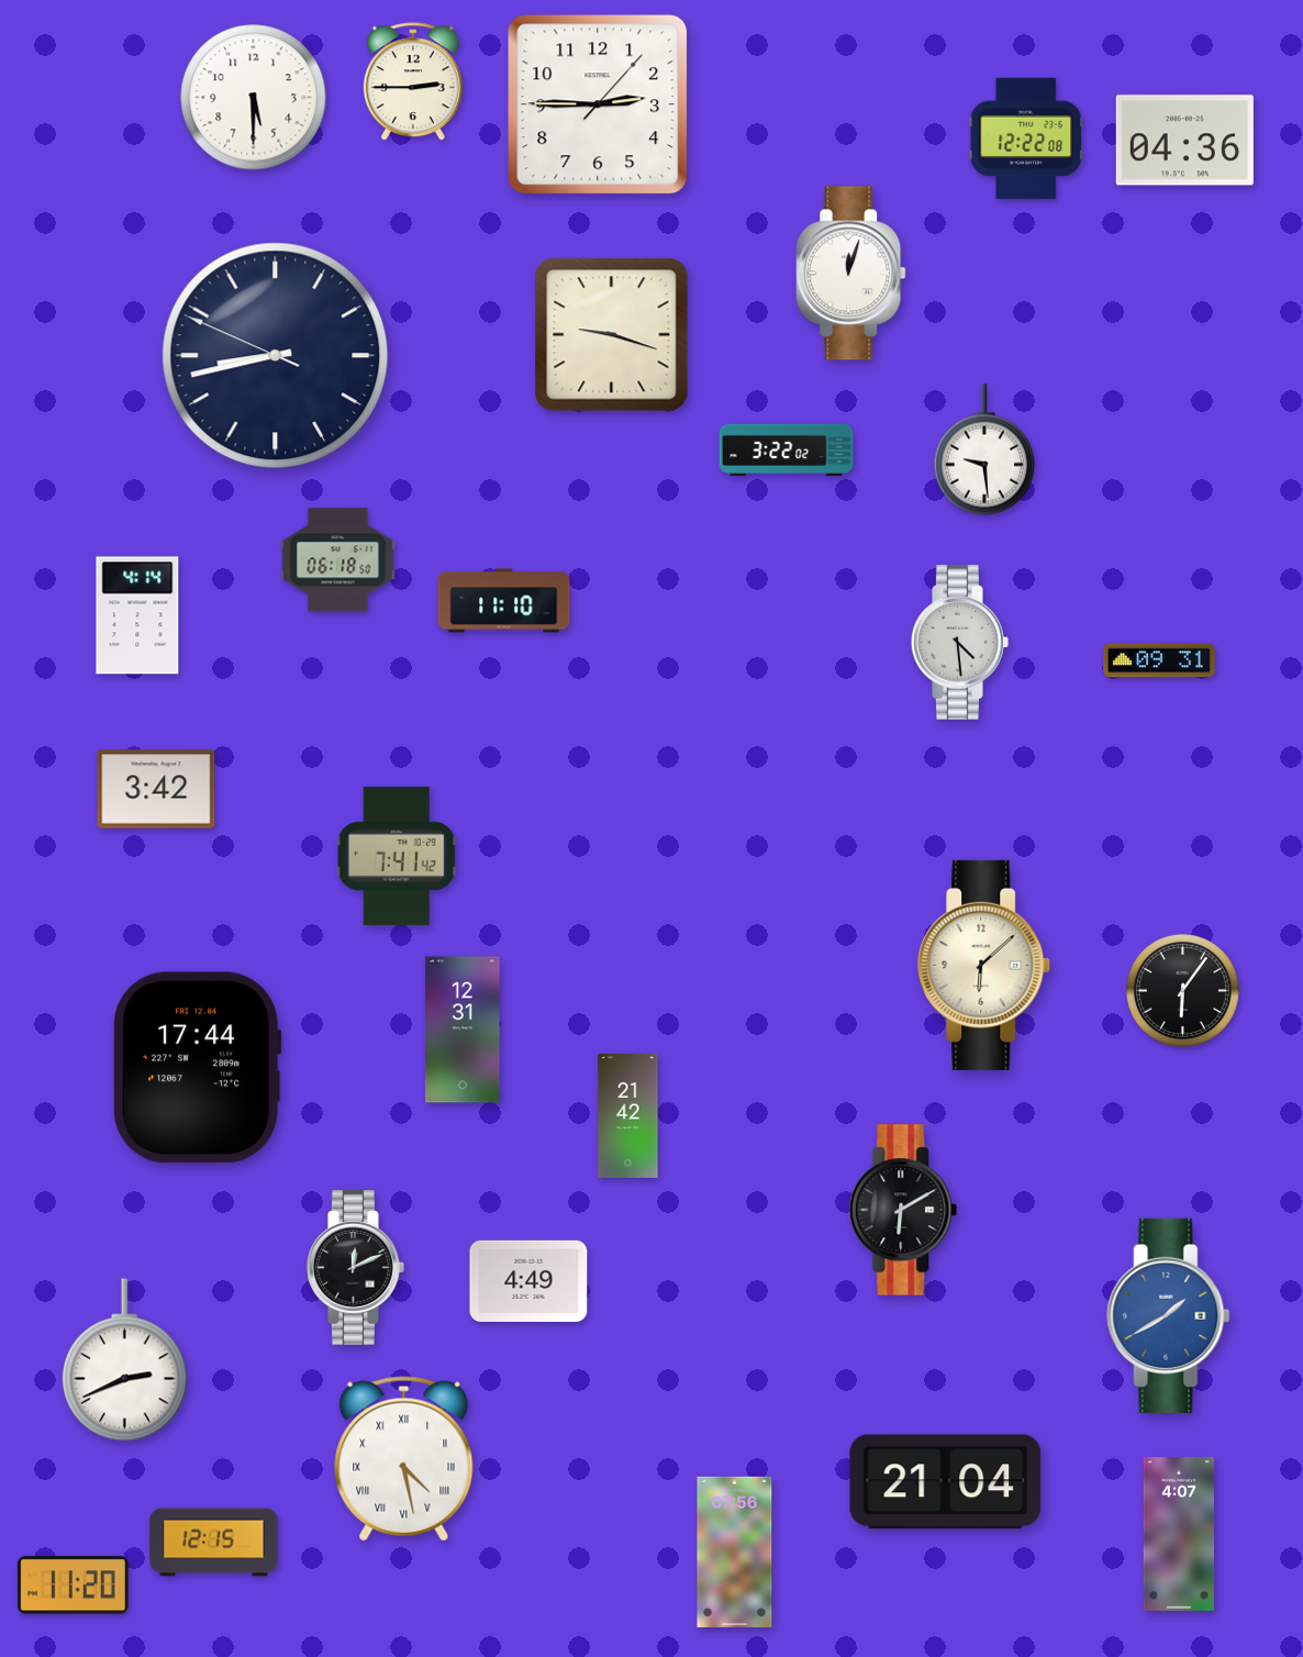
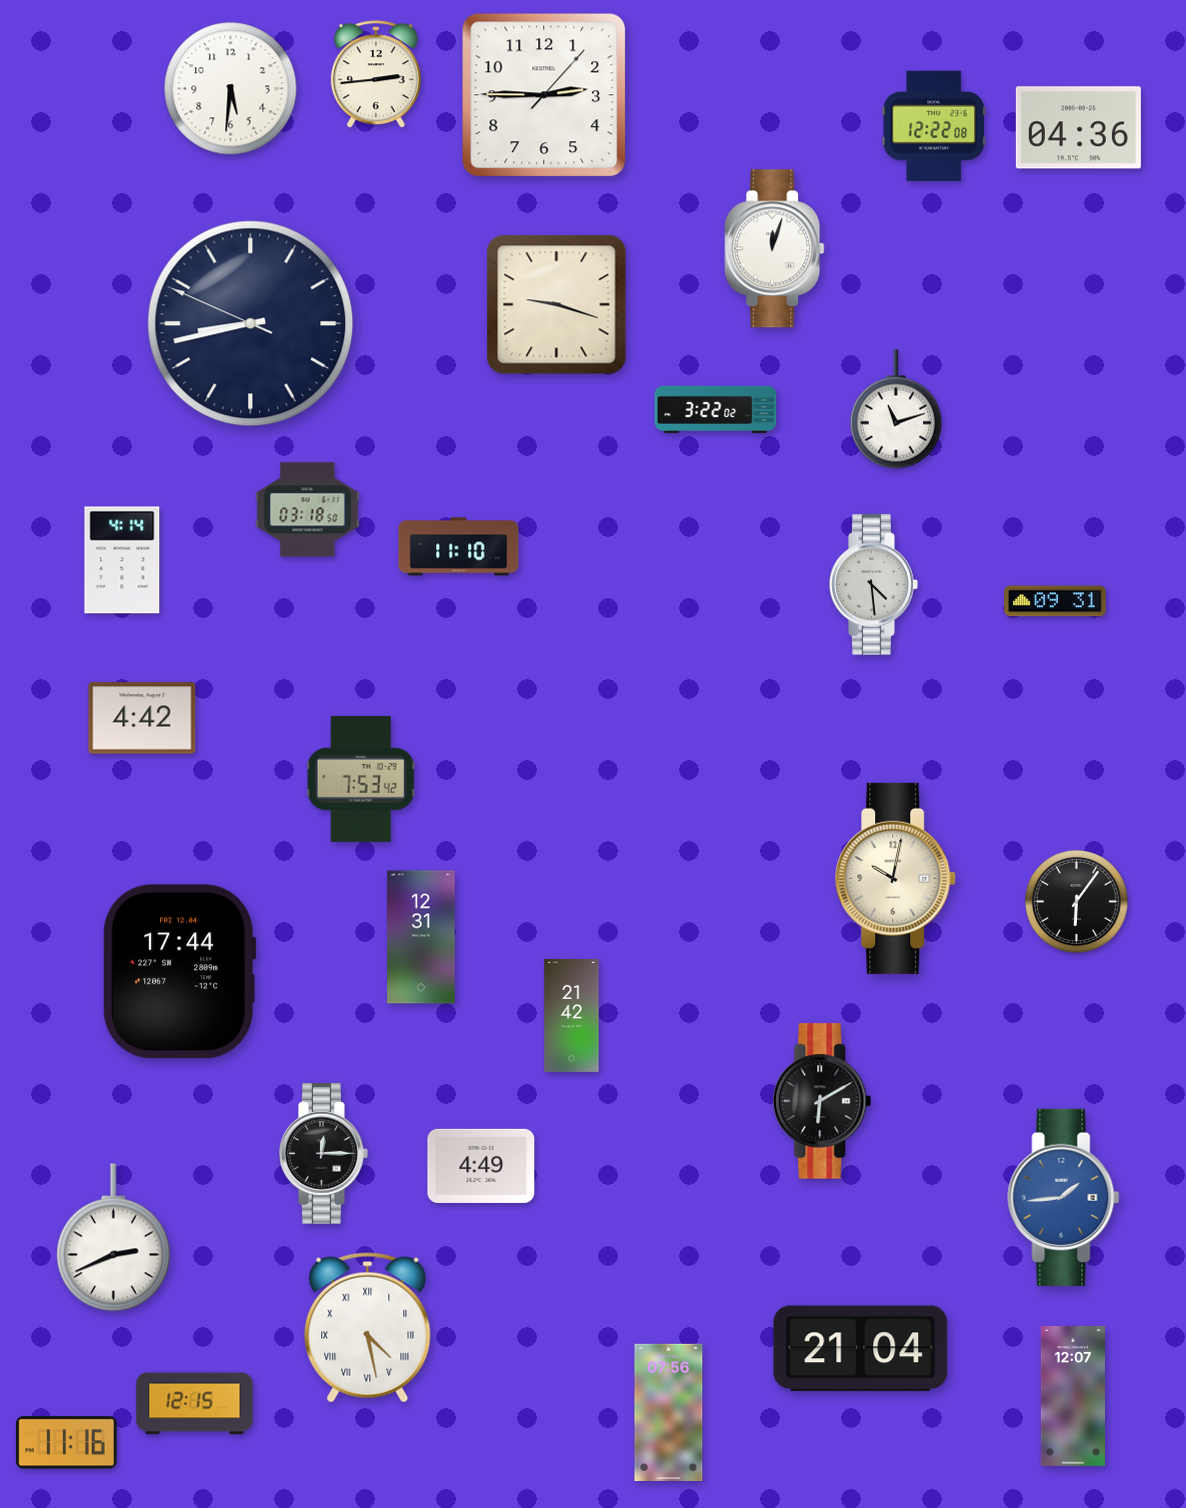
clock at (413, 82): 2:45 -> 2:44
clock at (254, 98): 5:30 -> 5:31
clock at (984, 449): 9:29 -> 11:12
clock at (338, 560): 06:18 -> 03:18
clock at (137, 615) position: (137, 615) -> (122, 560)
clock at (156, 789): 3:42 -> 4:42
clock at (397, 856): 7:41 -> 7:53
clock at (984, 965): 6:08 -> 10:02
clock at (356, 1268): 12:11 -> 12:15
clock at (1169, 1315): 1:40 -> 1:44
clock at (1179, 1534): 4:07 -> 12:07
clock at (73, 1586): 11:20 -> 11:16
